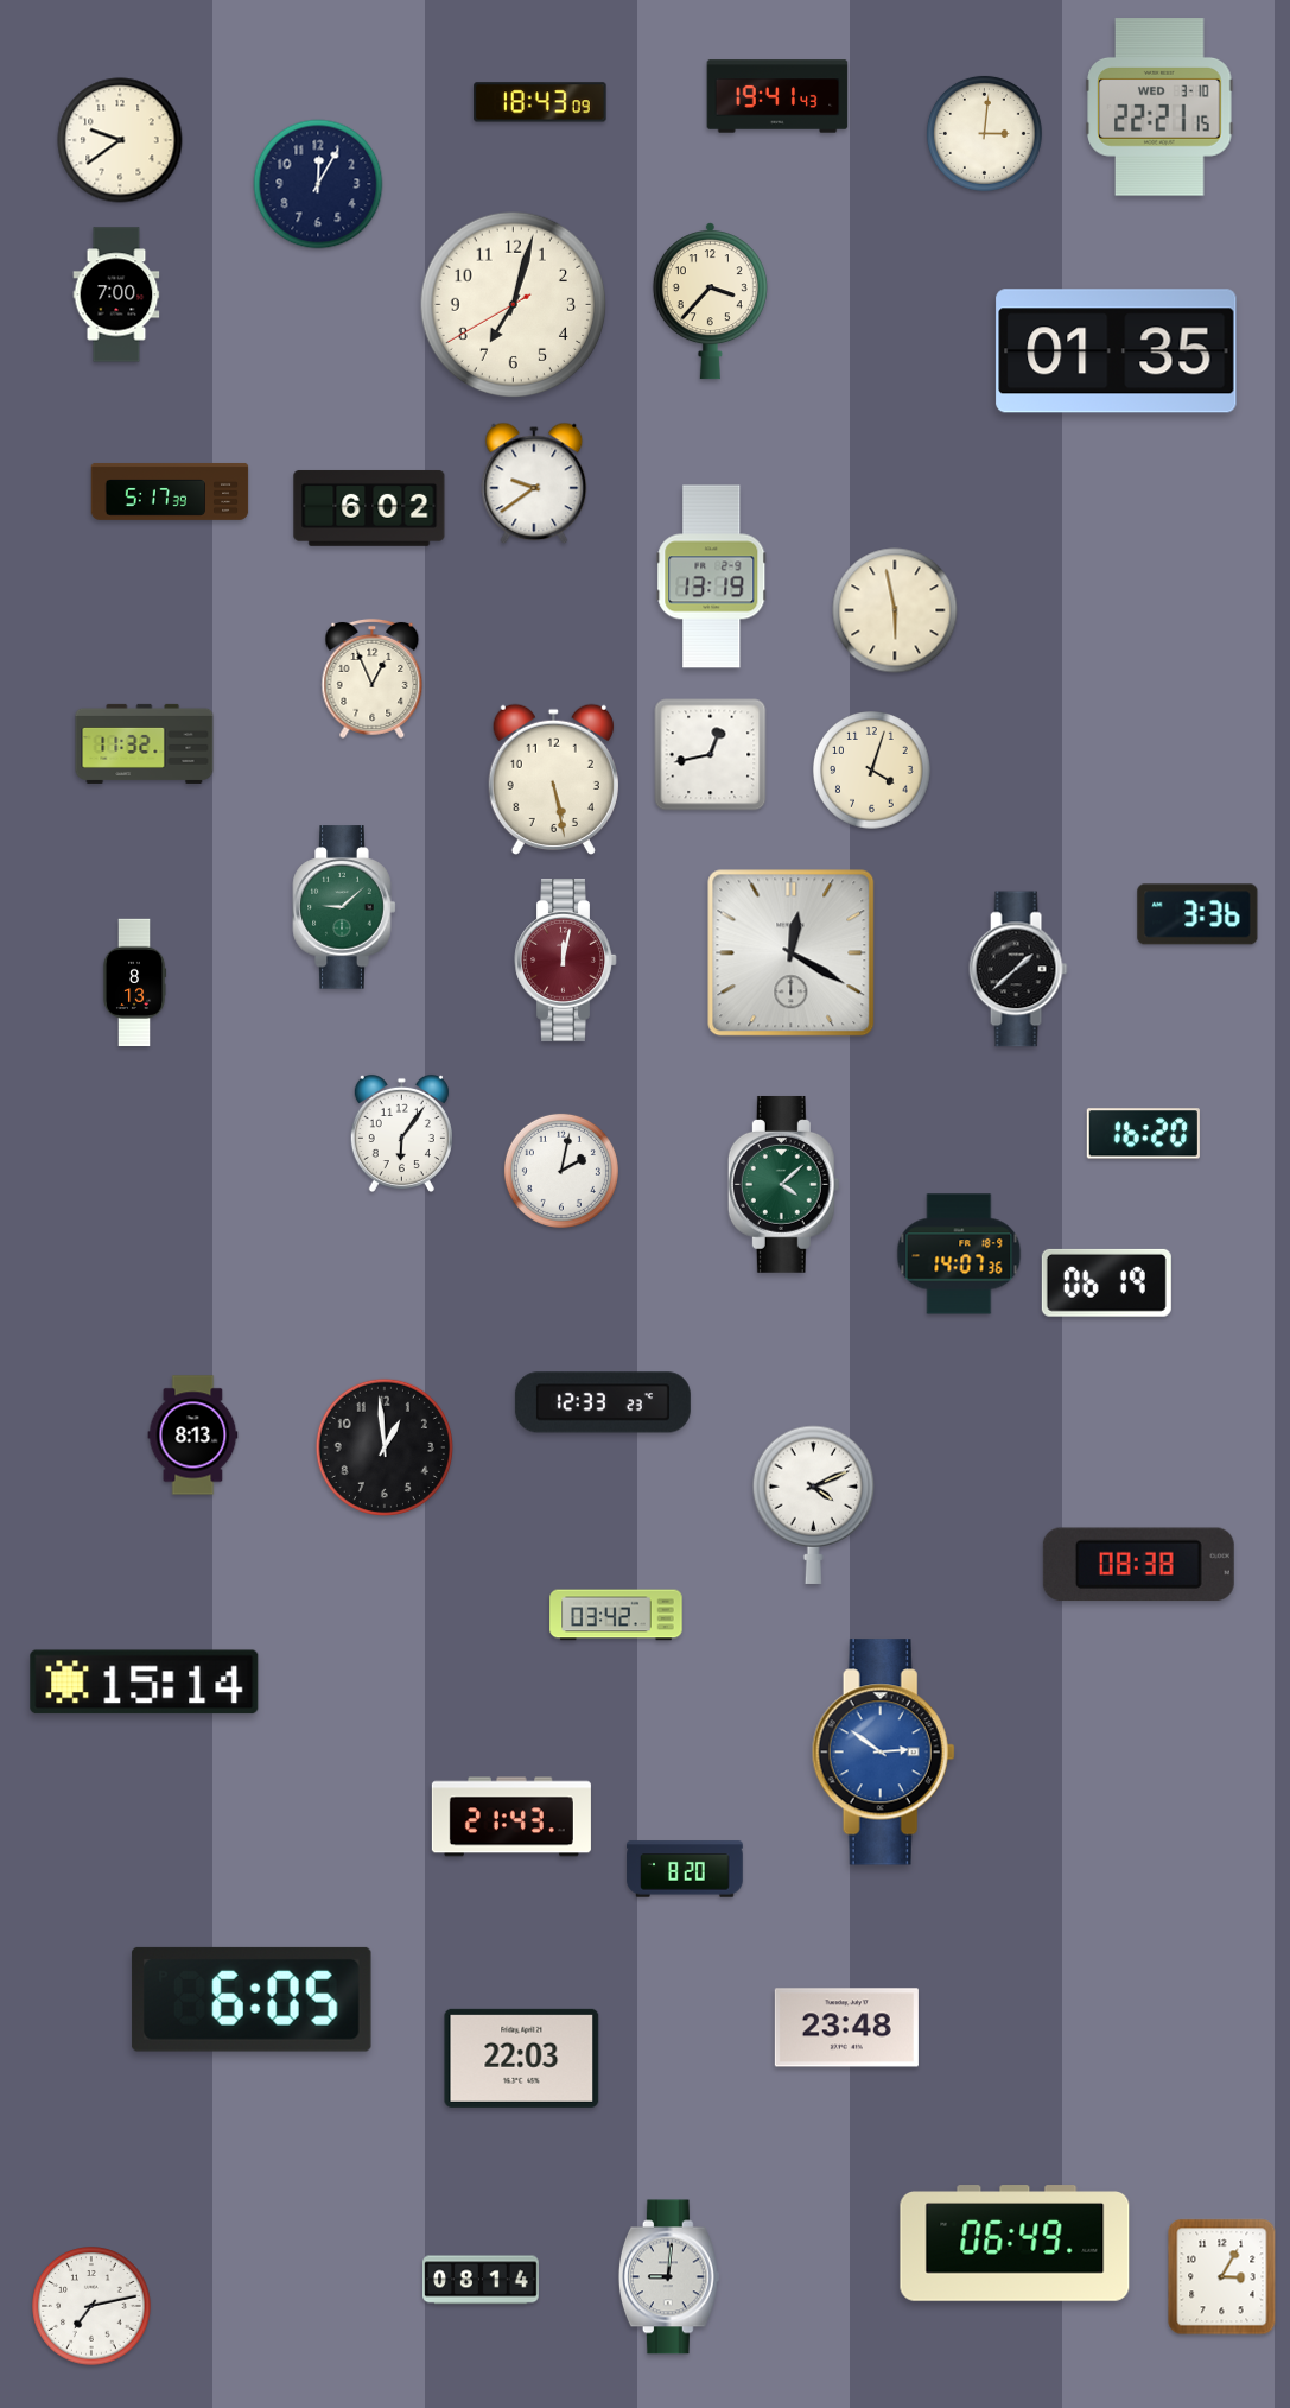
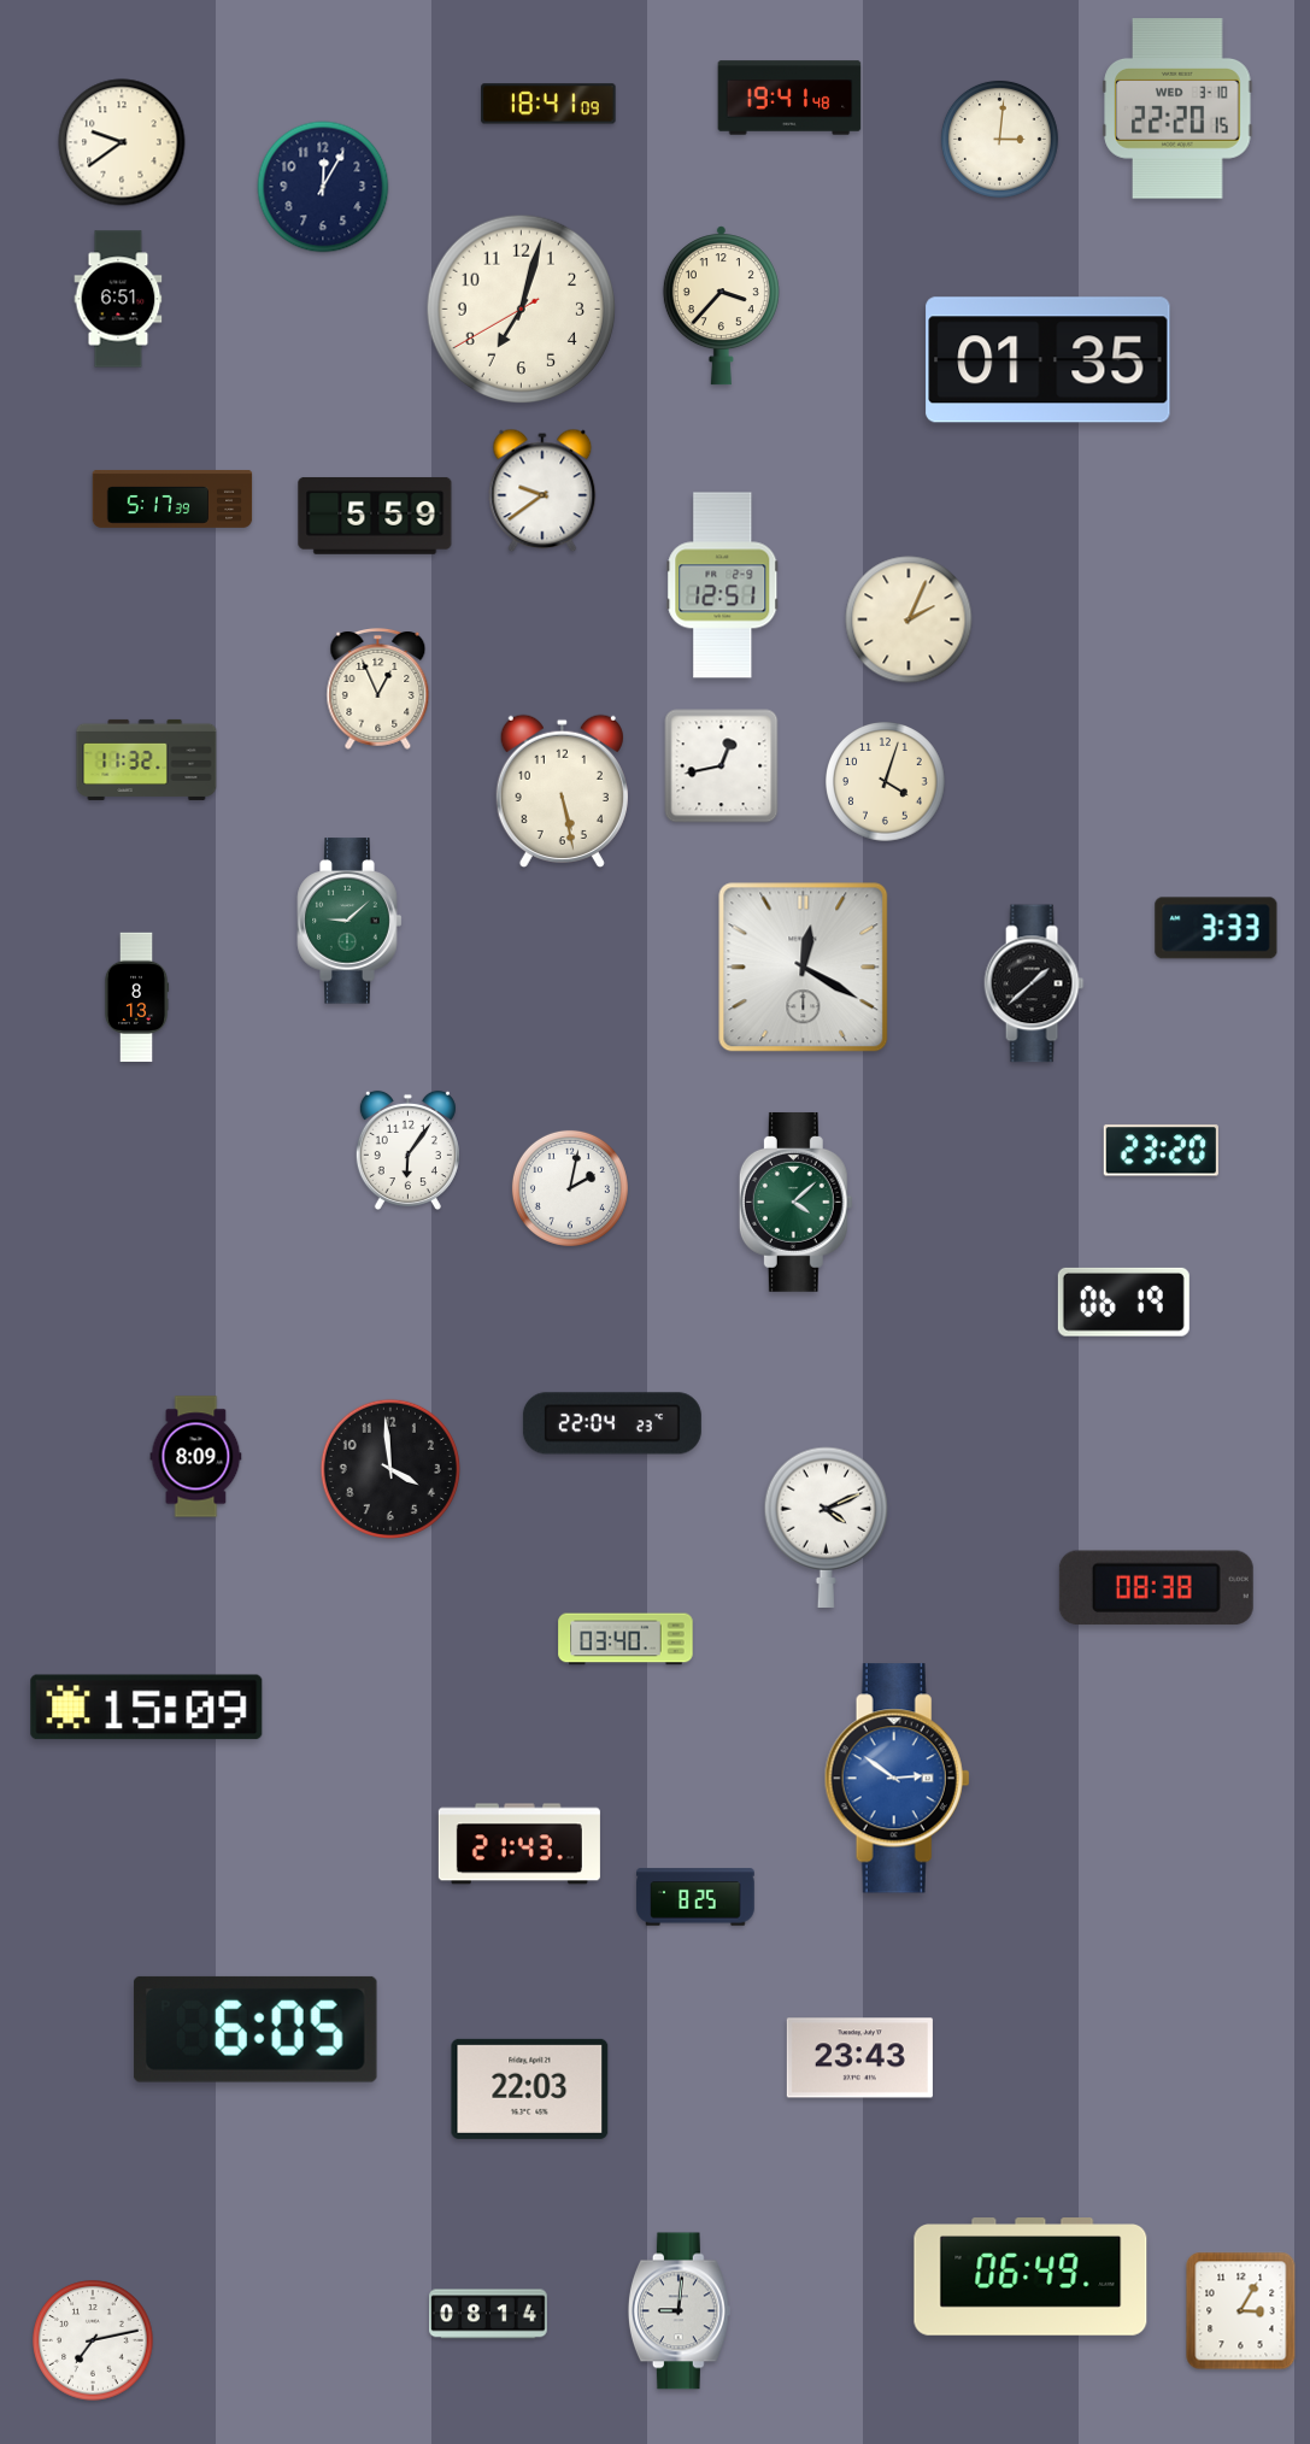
clock at (777, 96): 19:41:43 -> 19:41:48
clock at (540, 102): 18:43 -> 18:41
clock at (1159, 107): 22:21 -> 22:20
clock at (984, 133) position: (984, 133) -> (999, 139)
clock at (116, 294): 7:00 -> 6:51
clock at (1117, 351) position: (1117, 351) -> (1048, 360)
clock at (369, 508): 6:02 -> 5:59
clock at (712, 577): 13:19 -> 12:51
clock at (895, 610): 5:58 -> 2:04
clock at (145, 743) position: (145, 743) -> (147, 759)
clock at (1197, 914): 3:36 -> 3:33
clock at (566, 961): 12:02 -> none
clock at (1143, 1134): 16:20 -> 23:20
clock at (959, 1254): 14:07 -> none
clock at (603, 1402): 12:33 -> 22:04
clock at (193, 1436): 8:13 -> 8:09
clock at (385, 1447): 12:59 -> 3:59
clock at (616, 1615): 03:42 -> 03:40
clock at (145, 1683): 15:14 -> 15:09
clock at (685, 1869): 8:20 -> 8:25
clock at (846, 2028): 23:48 -> 23:43
